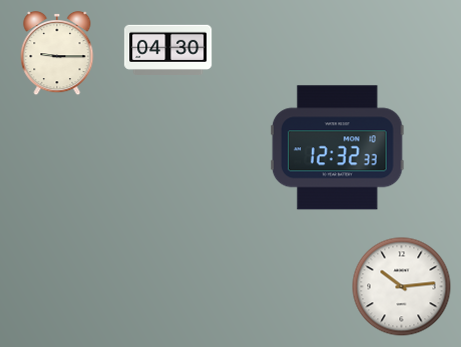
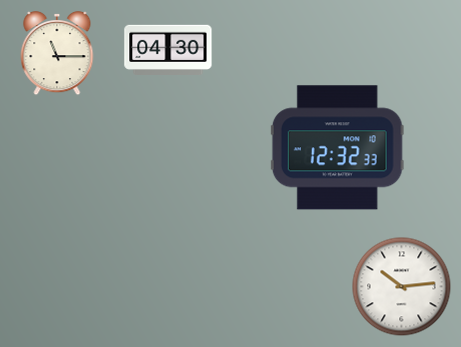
clock at (57, 53): 9:15 -> 11:15
